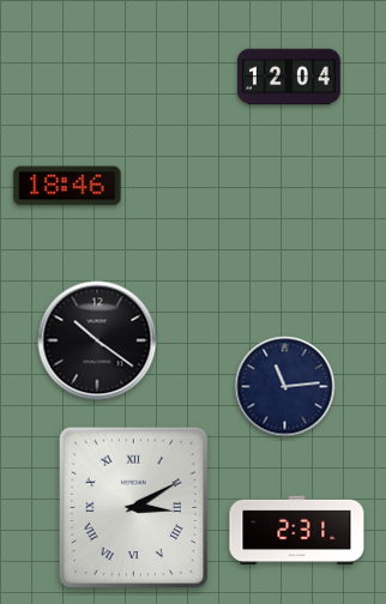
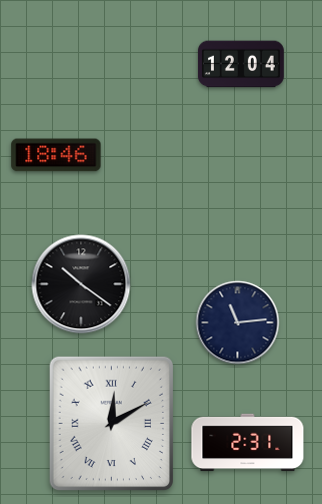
clock at (134, 508): 3:10 -> 12:10
